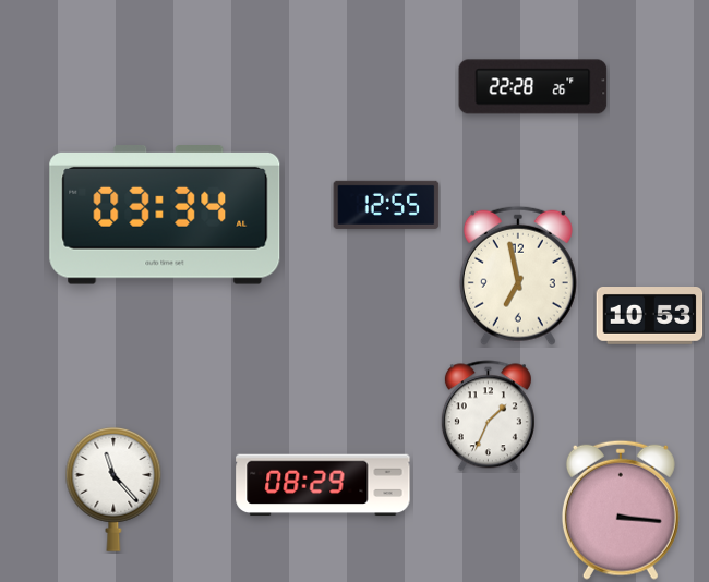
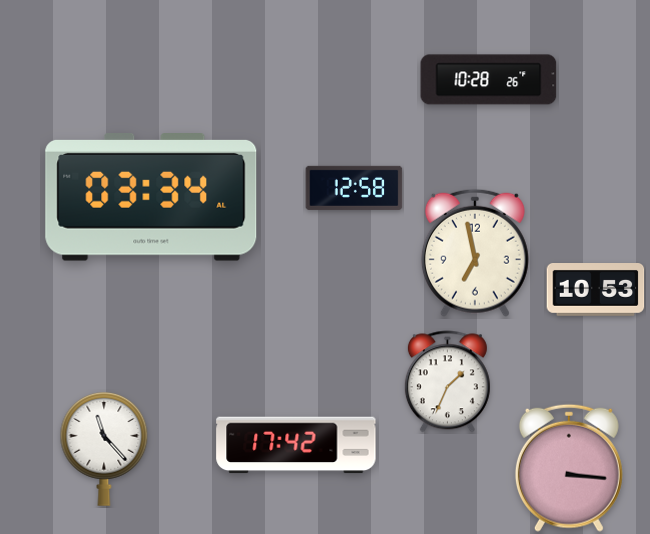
clock at (533, 87): 22:28 -> 10:28
clock at (386, 205): 12:55 -> 12:58
clock at (323, 485): 08:29 -> 17:42
